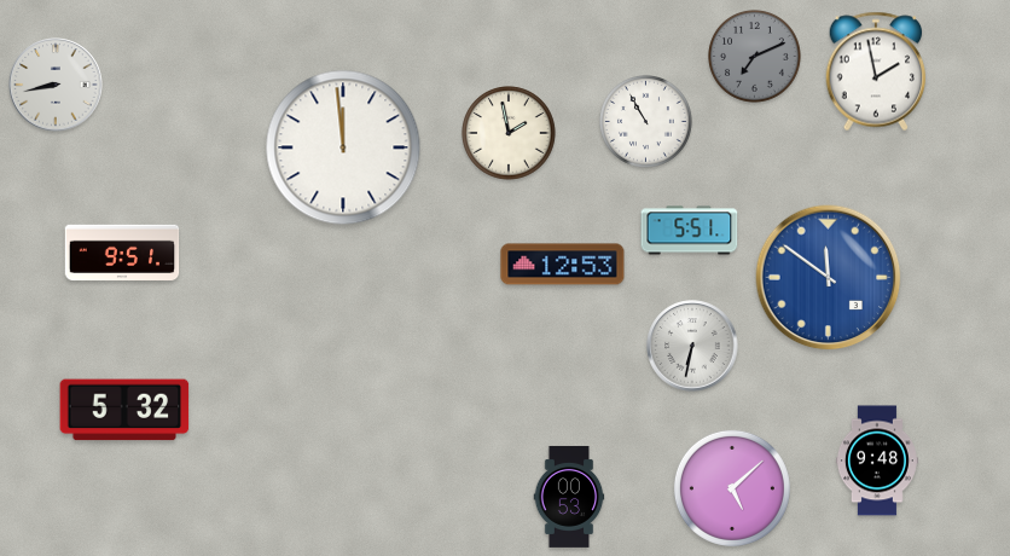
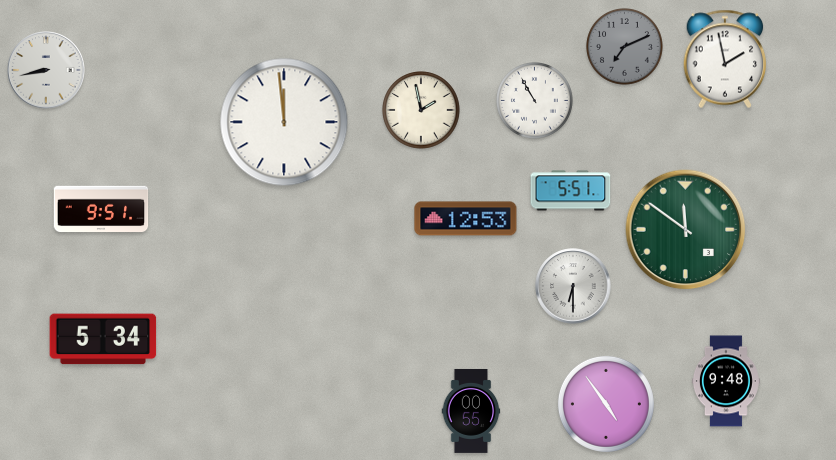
clock at (829, 278) dial: blue -> green
clock at (692, 346): 6:32 -> 6:30
clock at (124, 410): 5:32 -> 5:34
clock at (732, 488): 5:08 -> 4:54
clock at (569, 497): 00:53 -> 00:55
